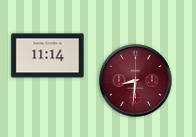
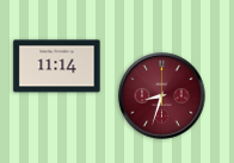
clock at (136, 81): 8:31 -> 8:33
